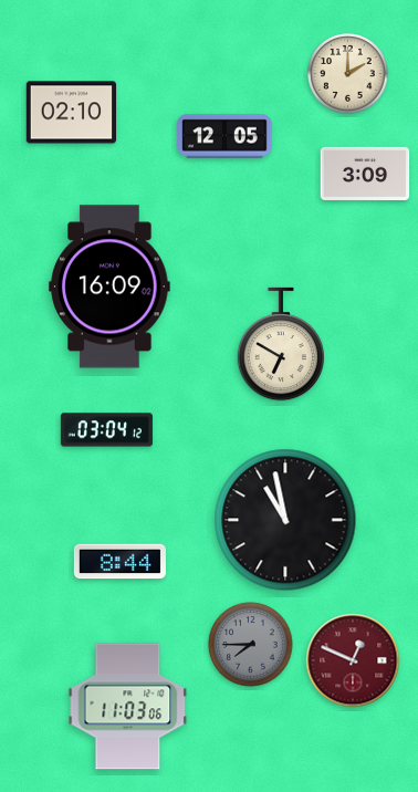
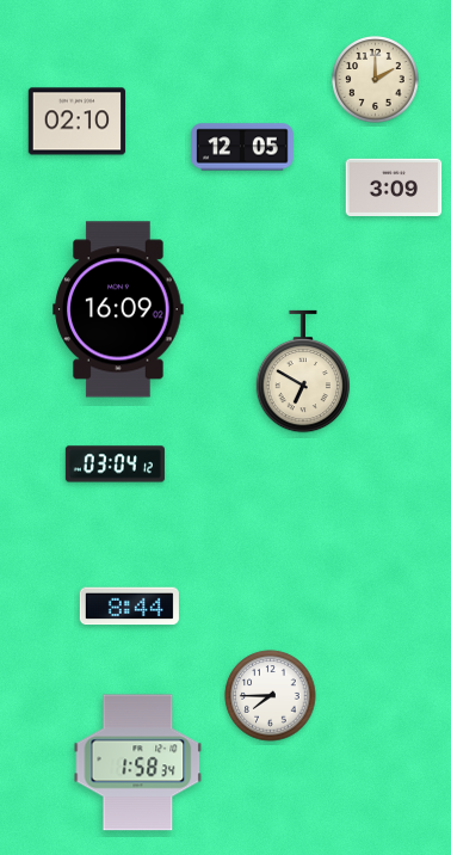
clock at (285, 520): 10:58 -> none
clock at (251, 645) dial: grey -> white
clock at (353, 660): 12:49 -> none
clock at (128, 707): 11:03 -> 1:58
